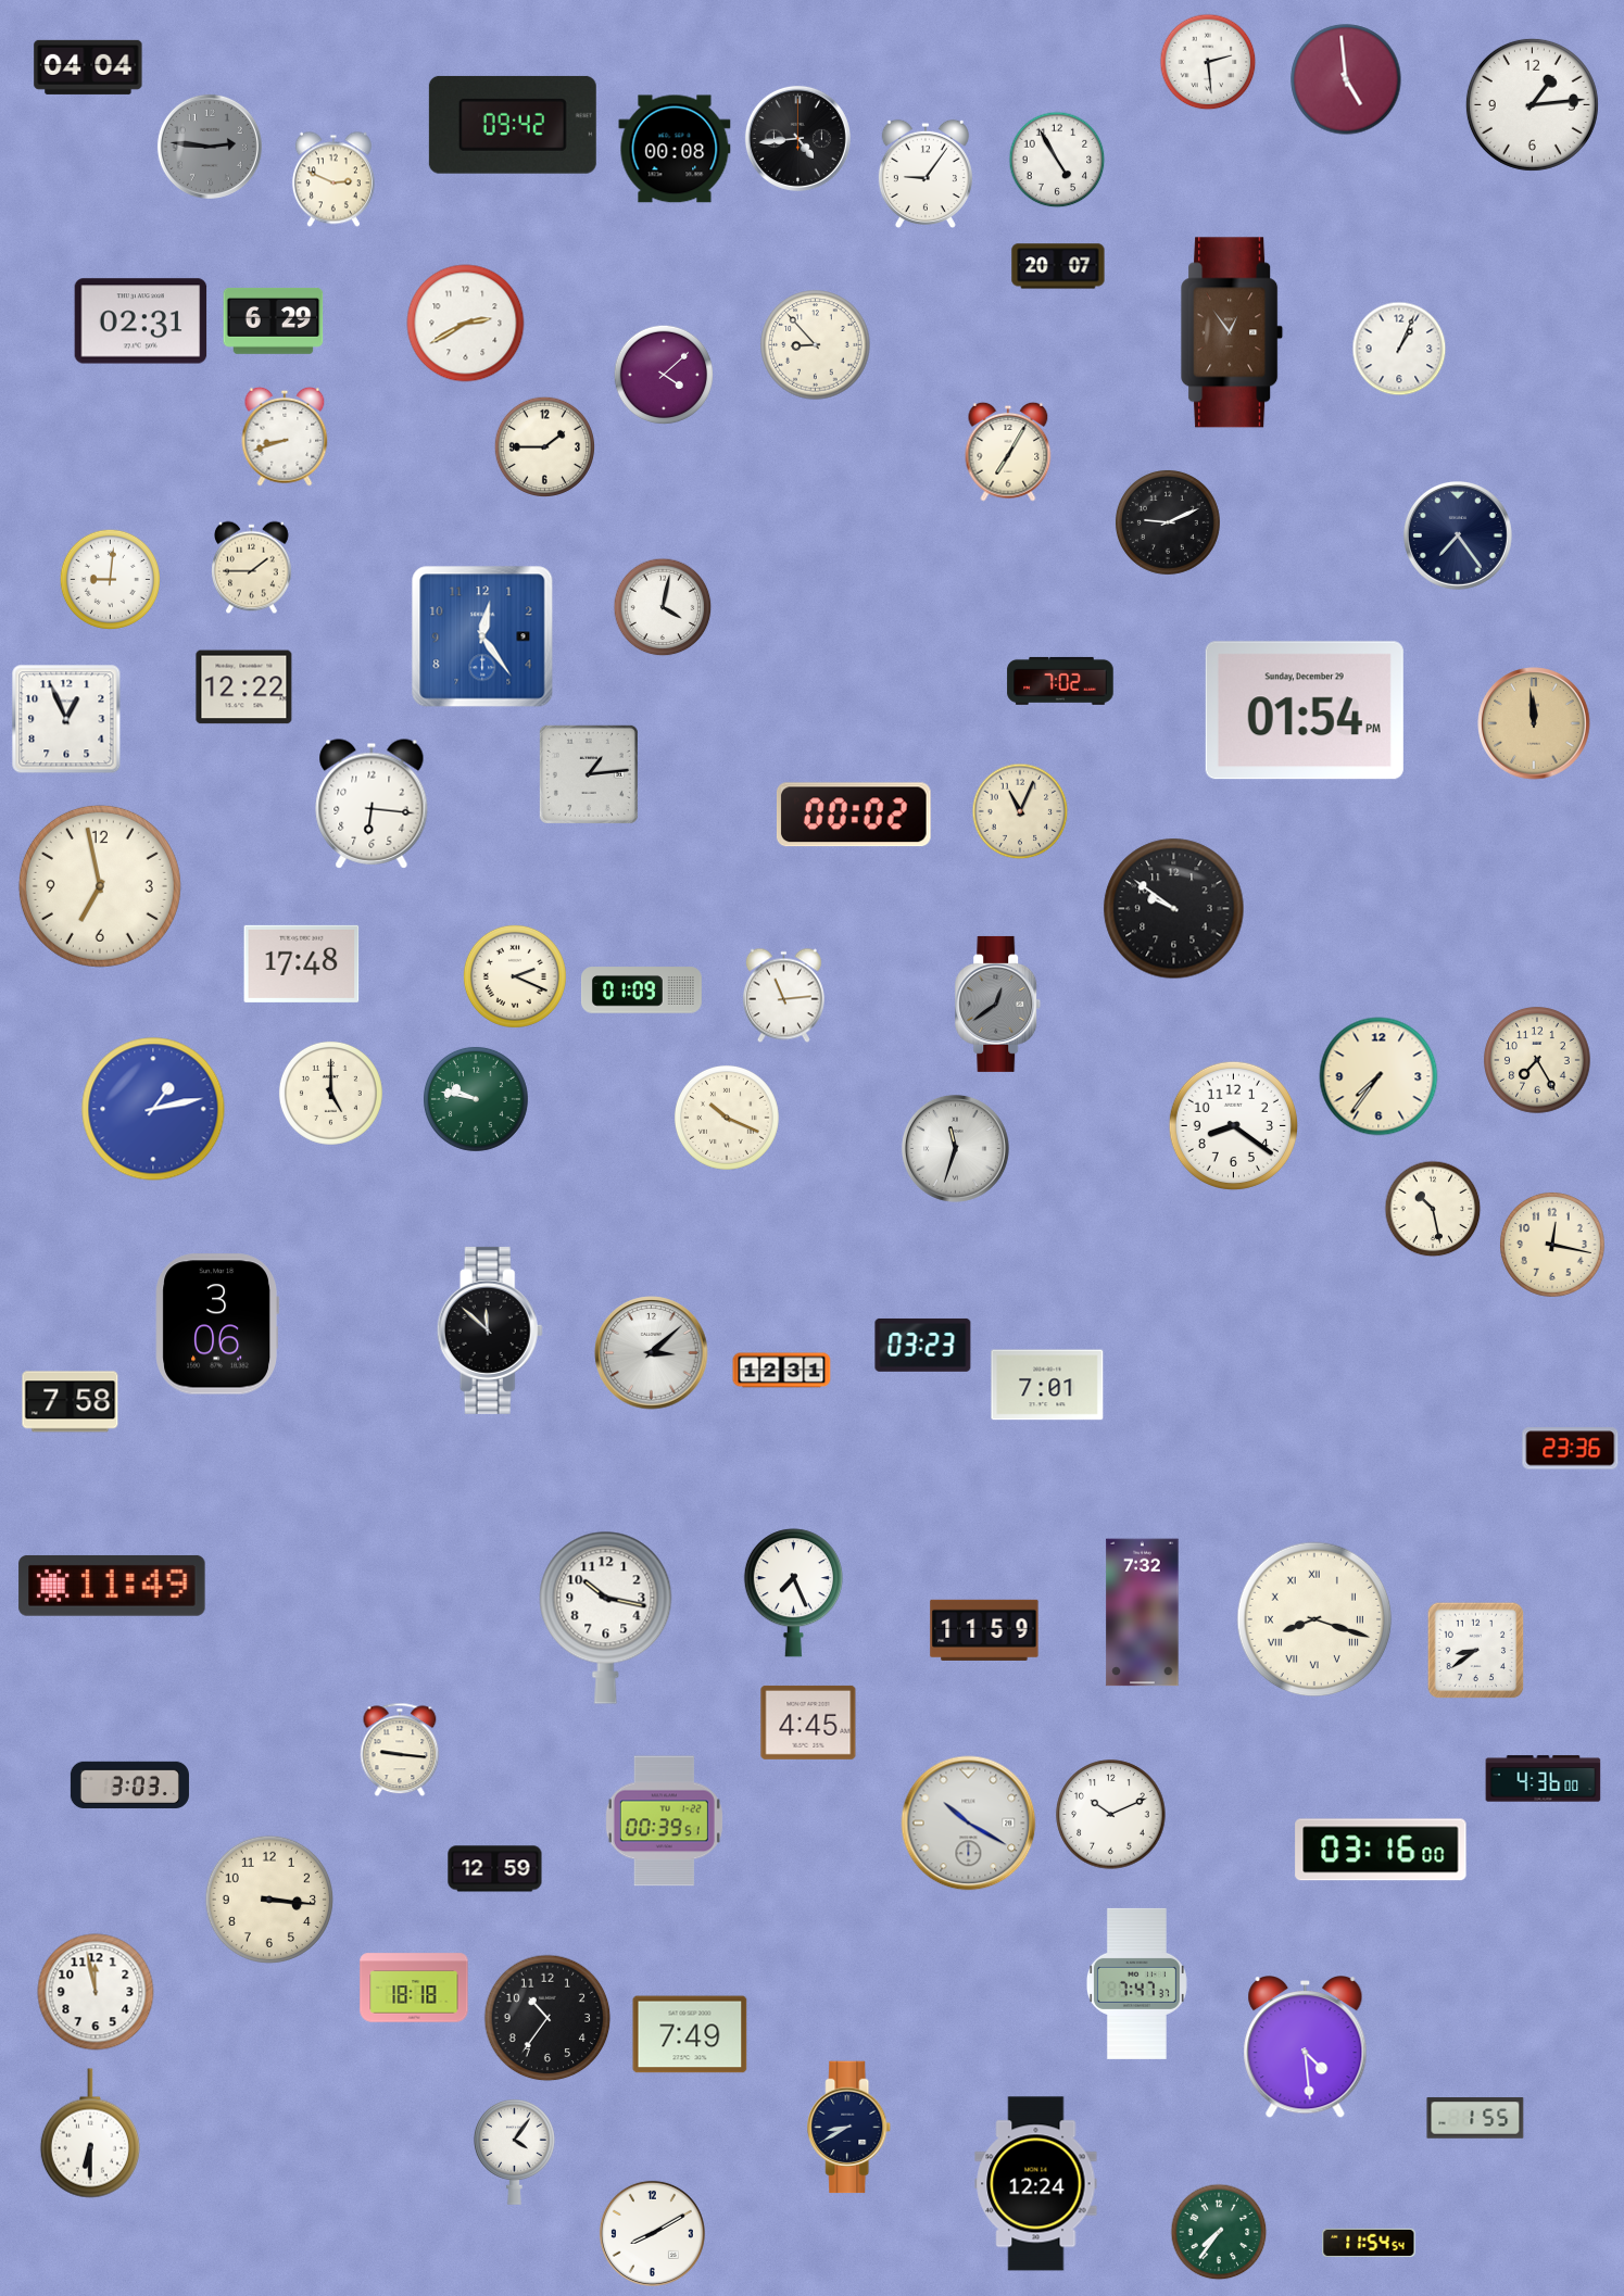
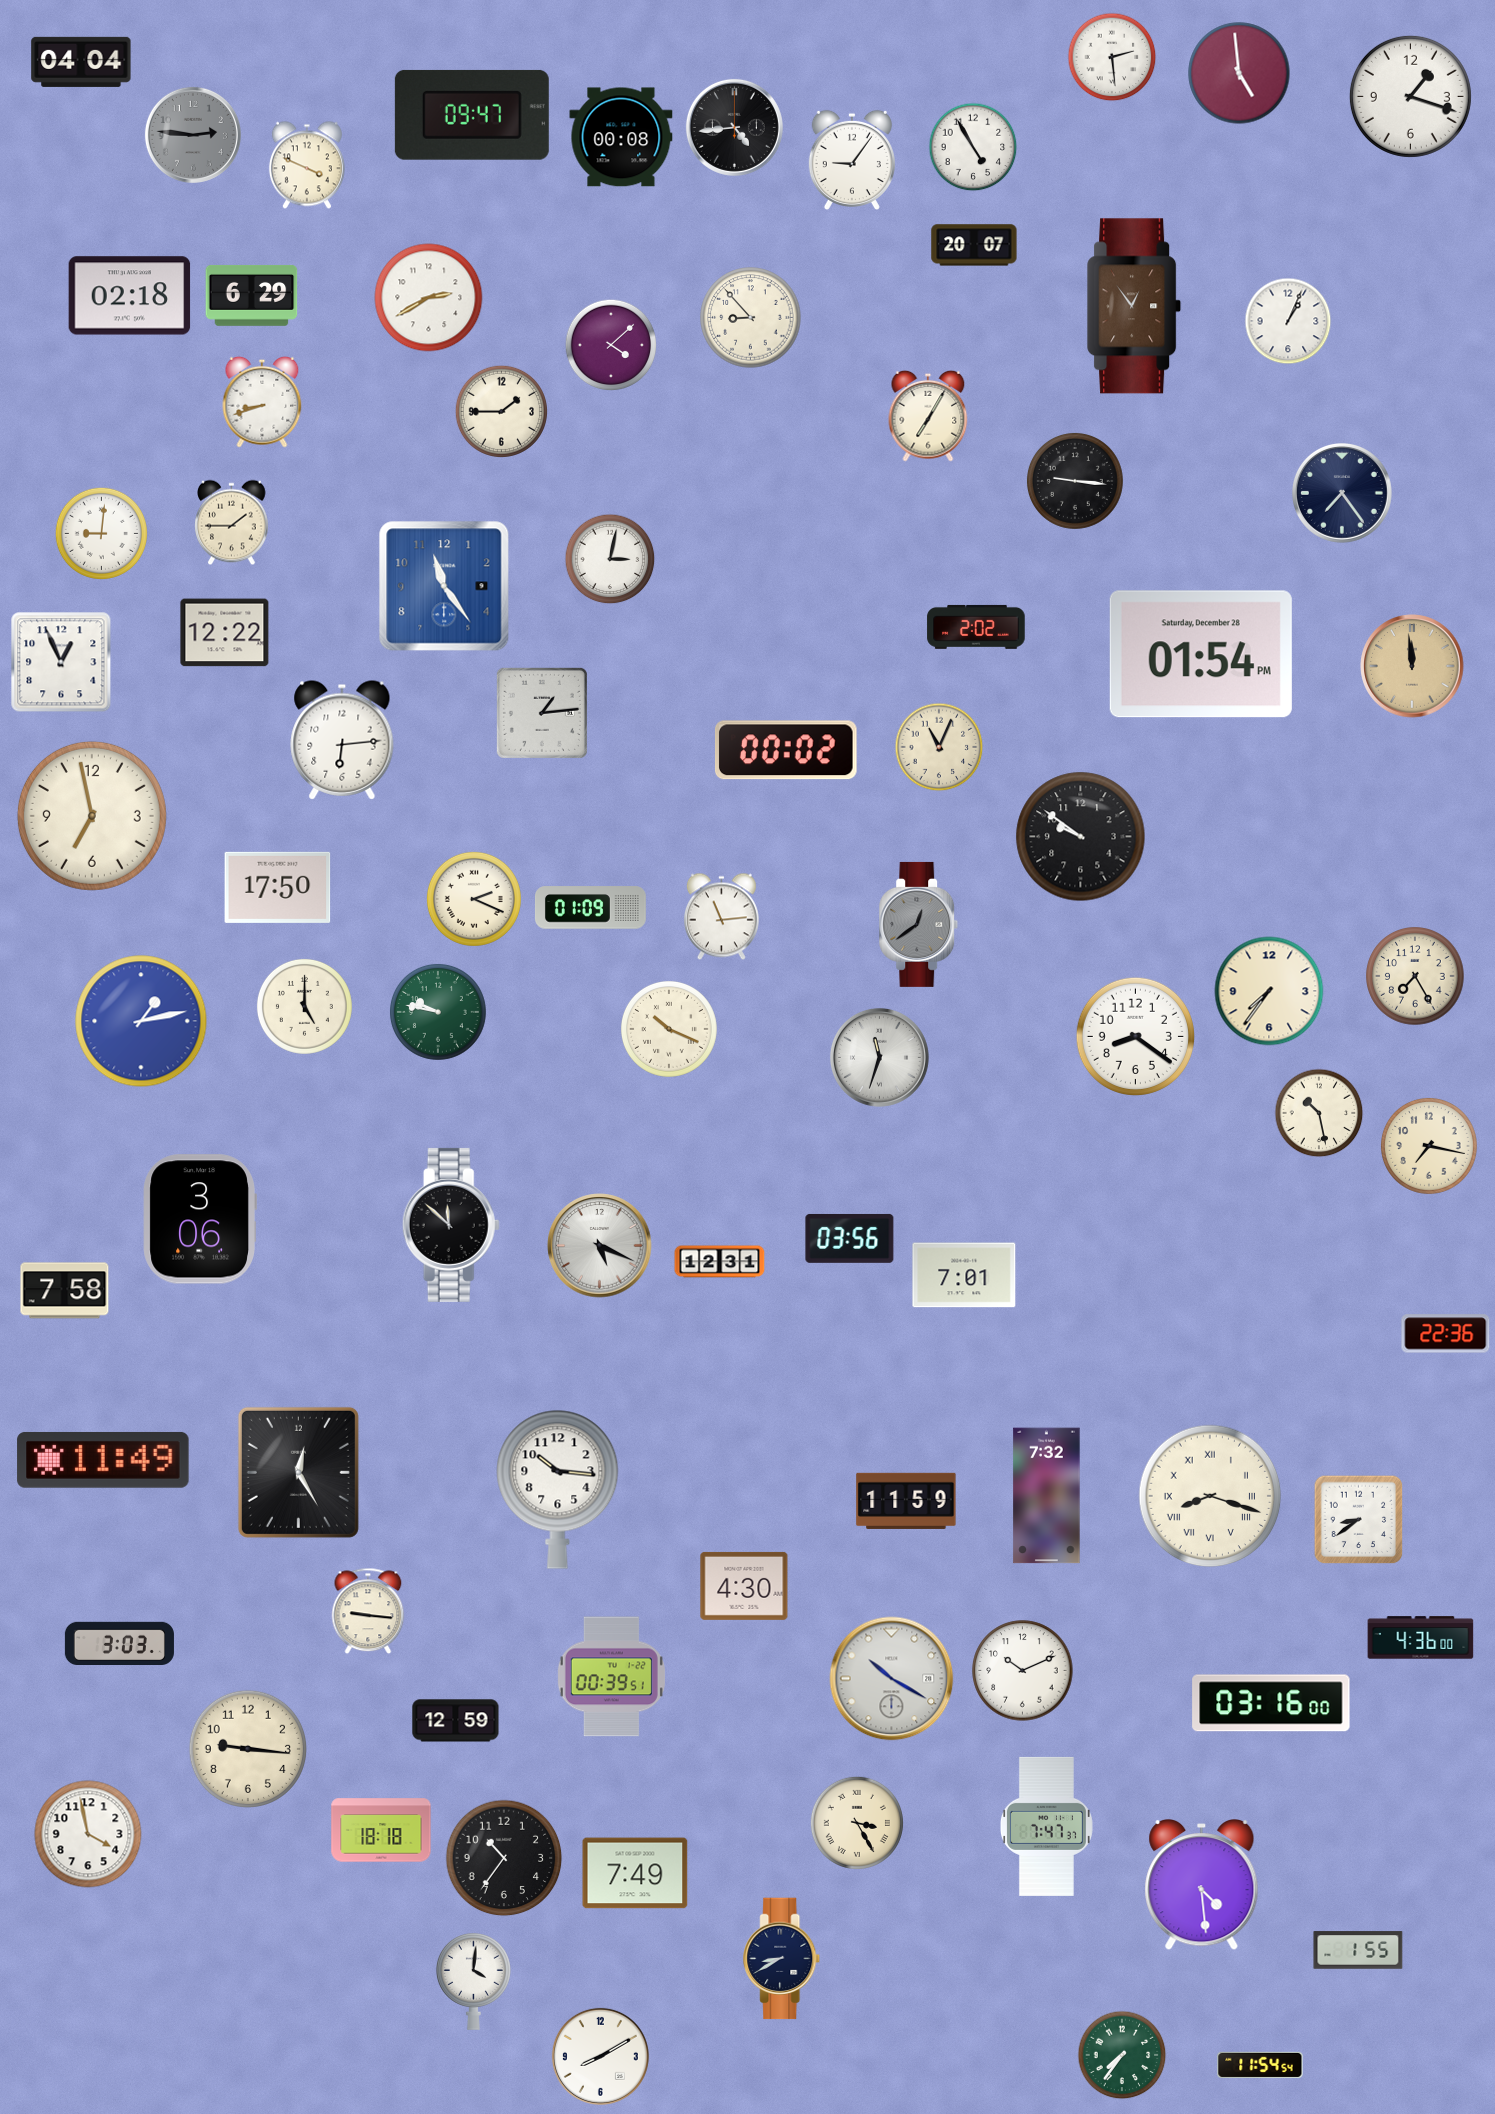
clock at (1532, 104): 1:14 -> 1:18
clock at (513, 125): 09:42 -> 09:47
clock at (333, 179): 2:49 -> 3:49
clock at (141, 321): 02:31 -> 02:18
clock at (1168, 522): 9:11 -> 9:16
clock at (663, 607): 4:02 -> 3:02
clock at (482, 636): 12:24 -> 11:24
clock at (1060, 681): 7:02 -> 2:02
clock at (1305, 710) date: Sunday, December 29 -> Saturday, December 28
clock at (372, 804): 6:16 -> 6:14
clock at (302, 963): 17:48 -> 17:50
clock at (641, 991) position: (641, 991) -> (590, 908)
clock at (1552, 1245): 12:17 -> 7:17
clock at (923, 1345): 03:23 -> 03:56
clock at (652, 1353): 3:08 -> 5:19
clock at (1571, 1449): 23:36 -> 22:36
clock at (793, 1593): 7:26 -> none
clock at (298, 1472): none -> 12:25
clock at (1143, 1613) position: (1143, 1613) -> (1047, 1496)
clock at (606, 1617): 10:17 -> 10:16
clock at (1314, 1619) position: (1314, 1619) -> (1210, 1496)
clock at (808, 1723): 4:45 -> 4:30
clock at (268, 1898): 3:16 -> 9:16
clock at (857, 1823): none -> 3:25
clock at (96, 1992): 11:58 -> 3:58
clock at (90, 2133): 6:30 -> none
clock at (514, 2153): 4:06 -> 4:01
clock at (1036, 2184): 12:24 -> none
